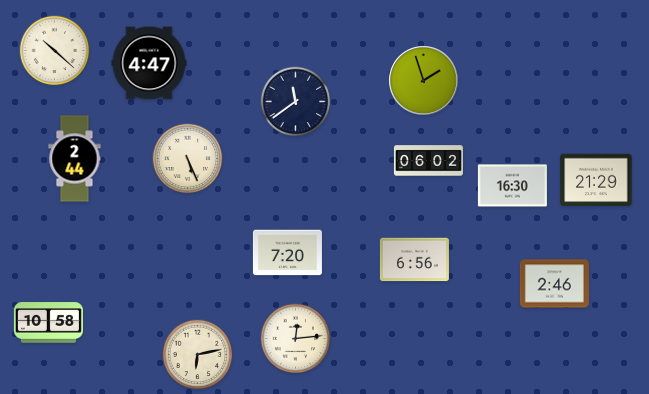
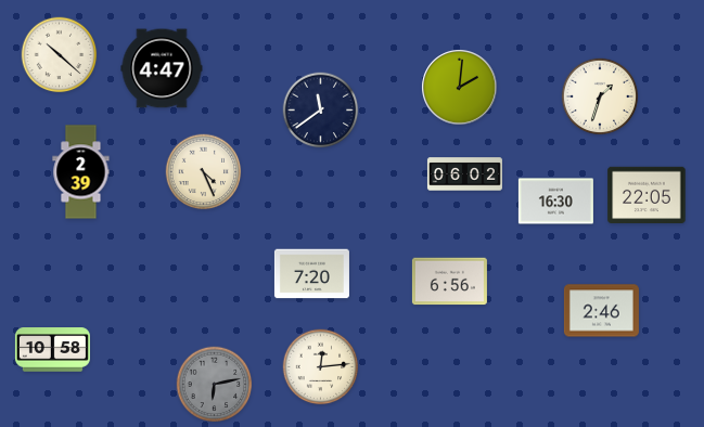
clock at (424, 81): 1:57 -> 2:01
clock at (600, 96): none -> 1:33
clock at (75, 159): 2:44 -> 2:39
clock at (188, 159): 5:26 -> 4:26
clock at (596, 179): 21:29 -> 22:05
clock at (554, 284) position: (554, 284) -> (601, 311)
clock at (198, 355) dial: cream -> grey
